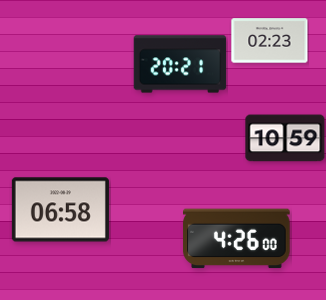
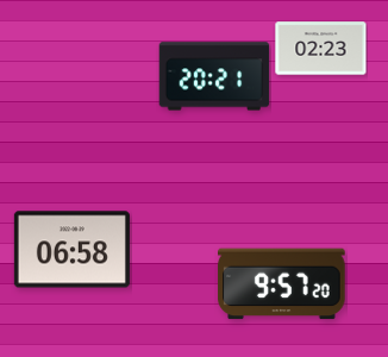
clock at (285, 138): 10:59 -> none
clock at (237, 239): 4:26 -> 9:57
